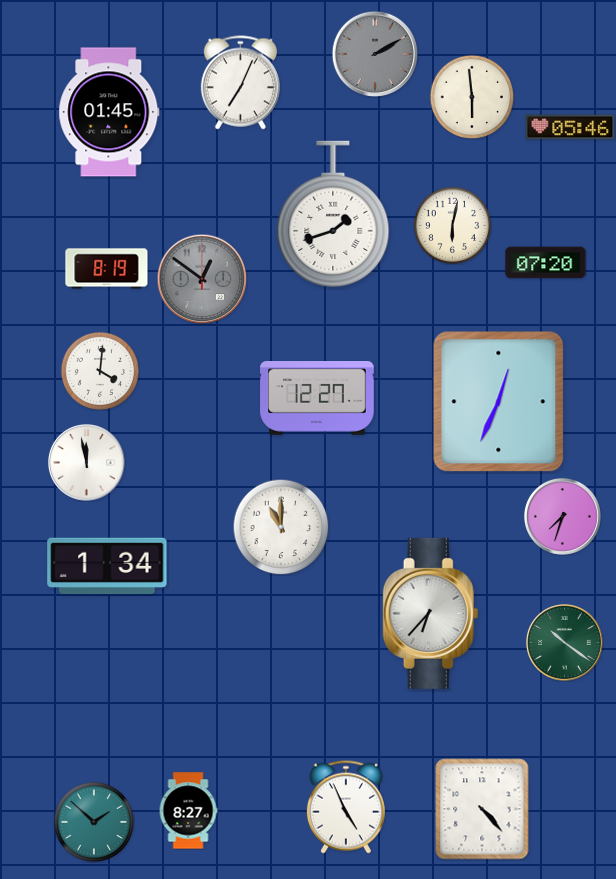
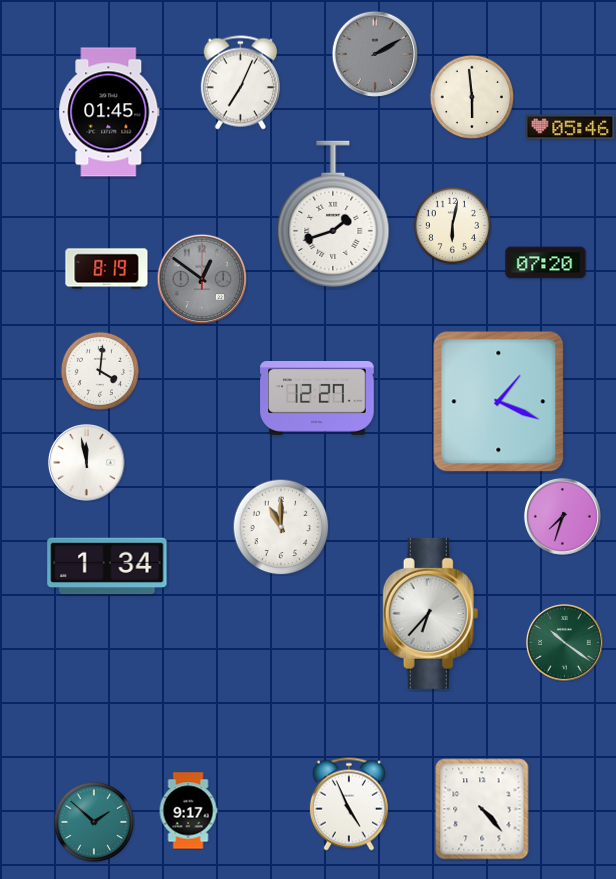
clock at (499, 402): 12:34 -> 1:19
clock at (346, 807) position: (346, 807) -> (349, 804)
clock at (188, 811): 8:27 -> 9:17
